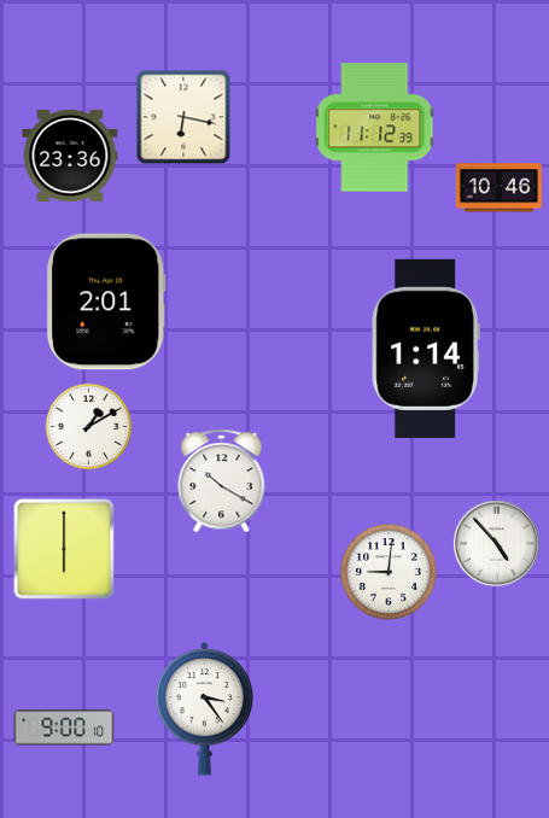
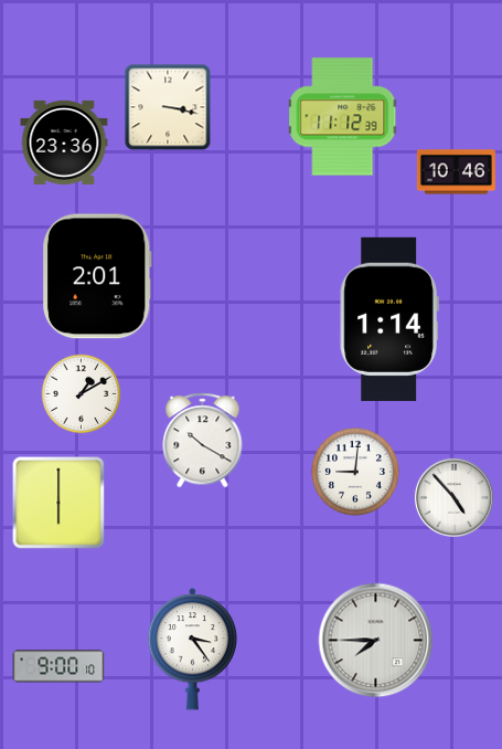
clock at (183, 117): 6:17 -> 3:17
clock at (89, 427) position: (89, 427) -> (82, 394)
clock at (389, 572) position: (389, 572) -> (355, 472)
clock at (376, 641): none -> 7:45
clock at (204, 709) position: (204, 709) -> (192, 650)
